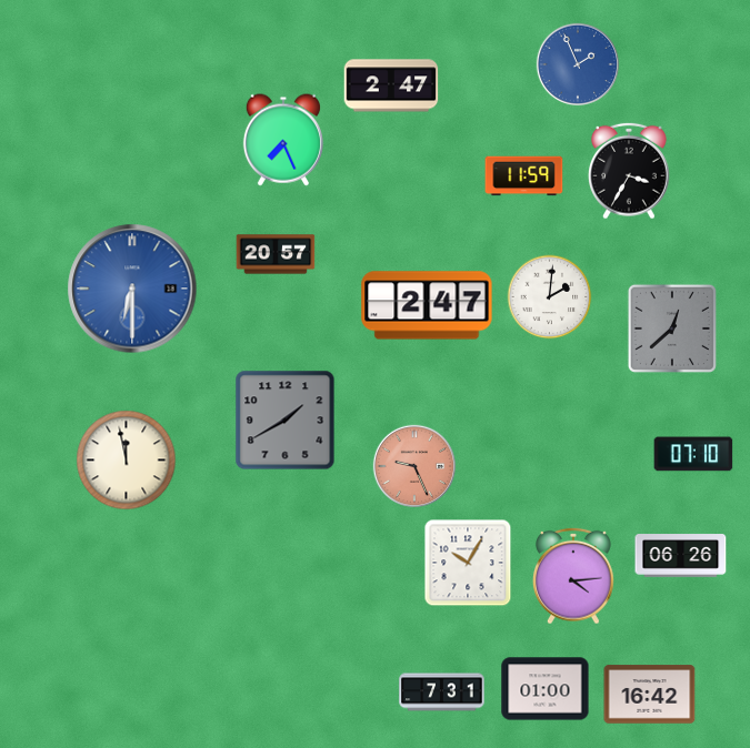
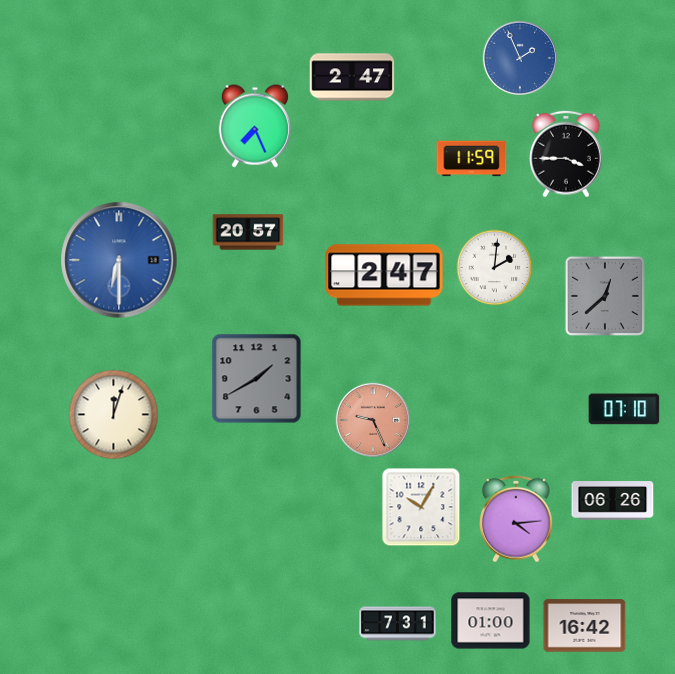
clock at (630, 171): 3:35 -> 3:45
clock at (276, 254) position: (276, 254) -> (248, 232)
clock at (127, 461): 11:58 -> 12:03
